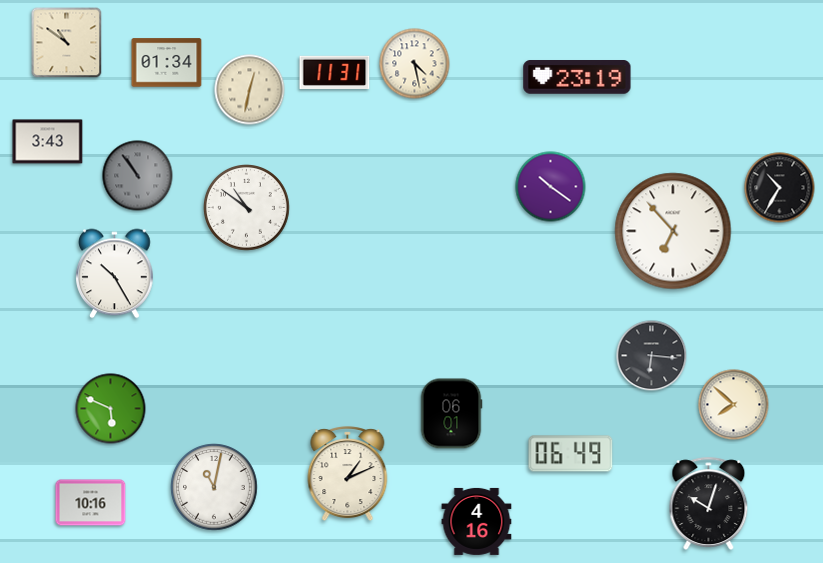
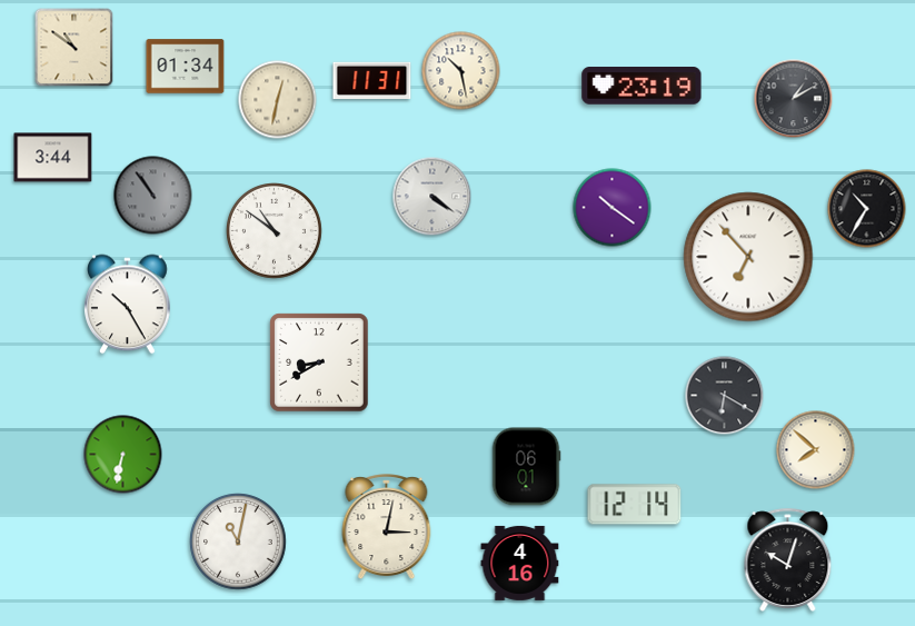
clock at (167, 63) position: (167, 63) -> (186, 67)
clock at (415, 64): 4:28 -> 10:28
clock at (794, 99): none -> 1:10
clock at (48, 142): 3:43 -> 3:44
clock at (432, 197): none -> 4:21
clock at (319, 362): none -> 8:40
clock at (652, 356): 6:16 -> 6:20
clock at (111, 409): 5:49 -> 6:32
clock at (451, 414) position: (451, 414) -> (526, 467)
clock at (571, 454): 06:49 -> 12:14
clock at (348, 474): 1:11 -> 3:02
clock at (91, 503): 10:16 -> none
clock at (477, 521) position: (477, 521) -> (520, 563)
